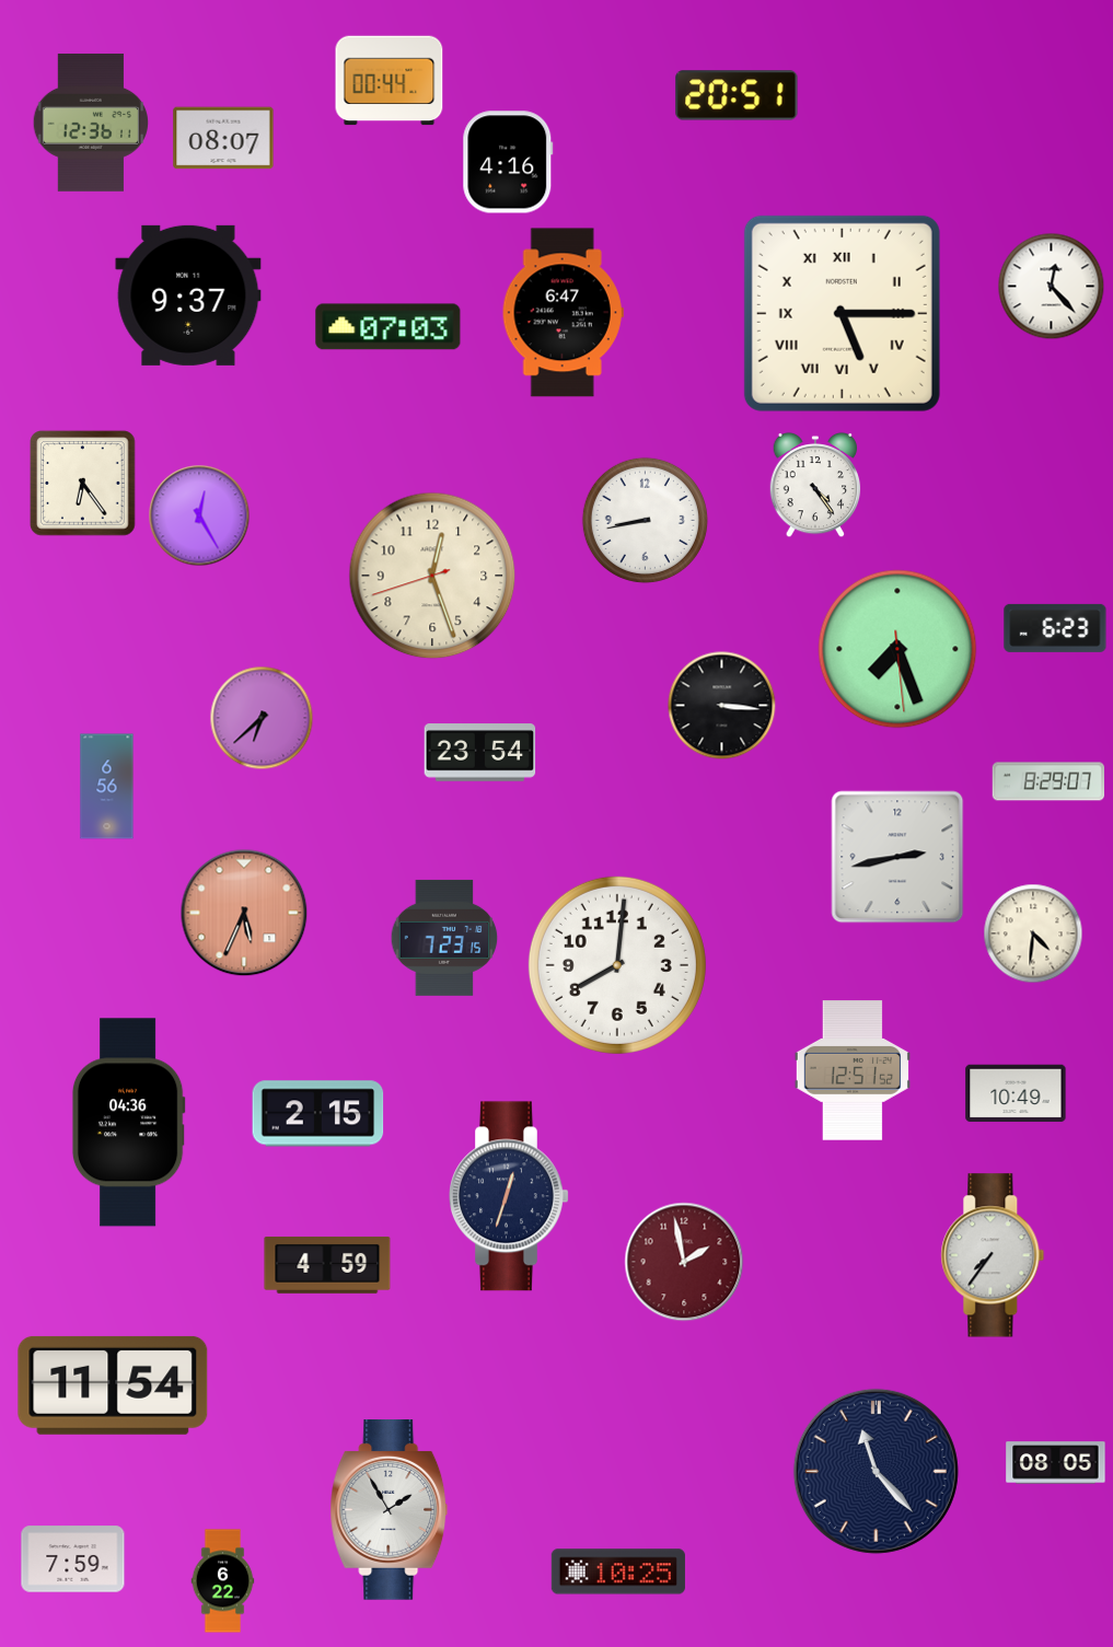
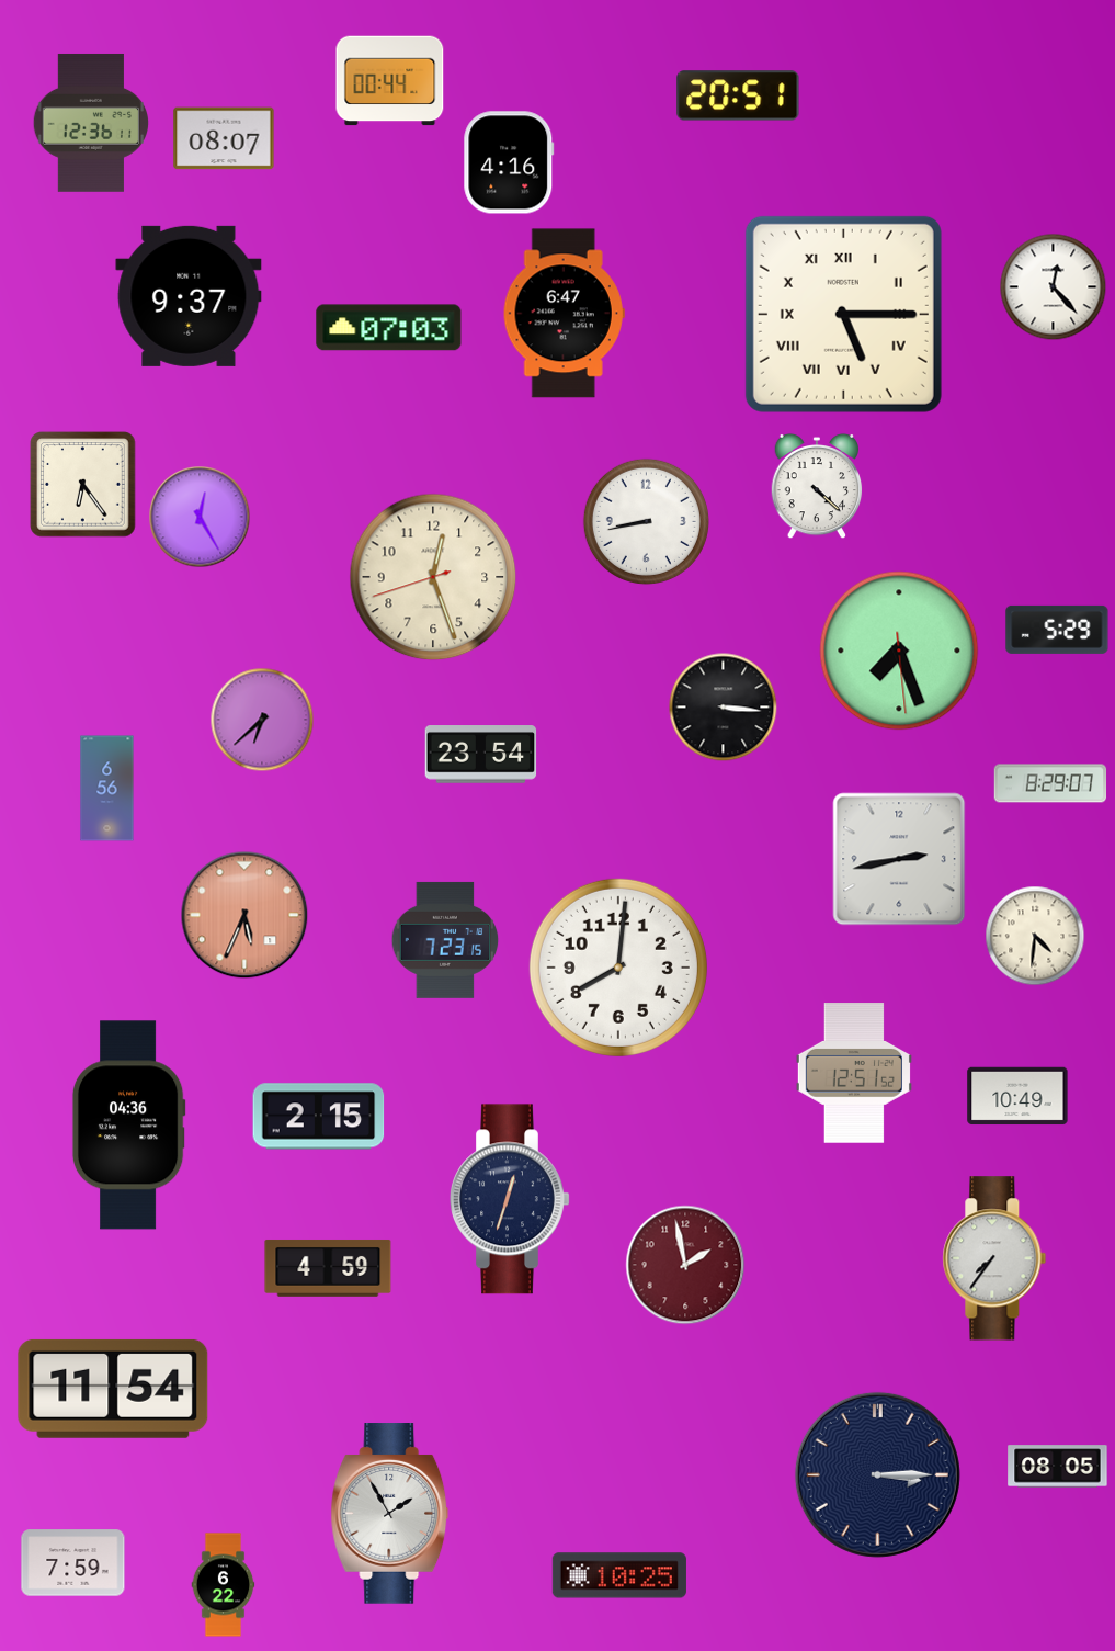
clock at (815, 485): 4:24 -> 4:22
clock at (1055, 628): 6:23 -> 5:29
clock at (876, 1471): 11:23 -> 3:15
